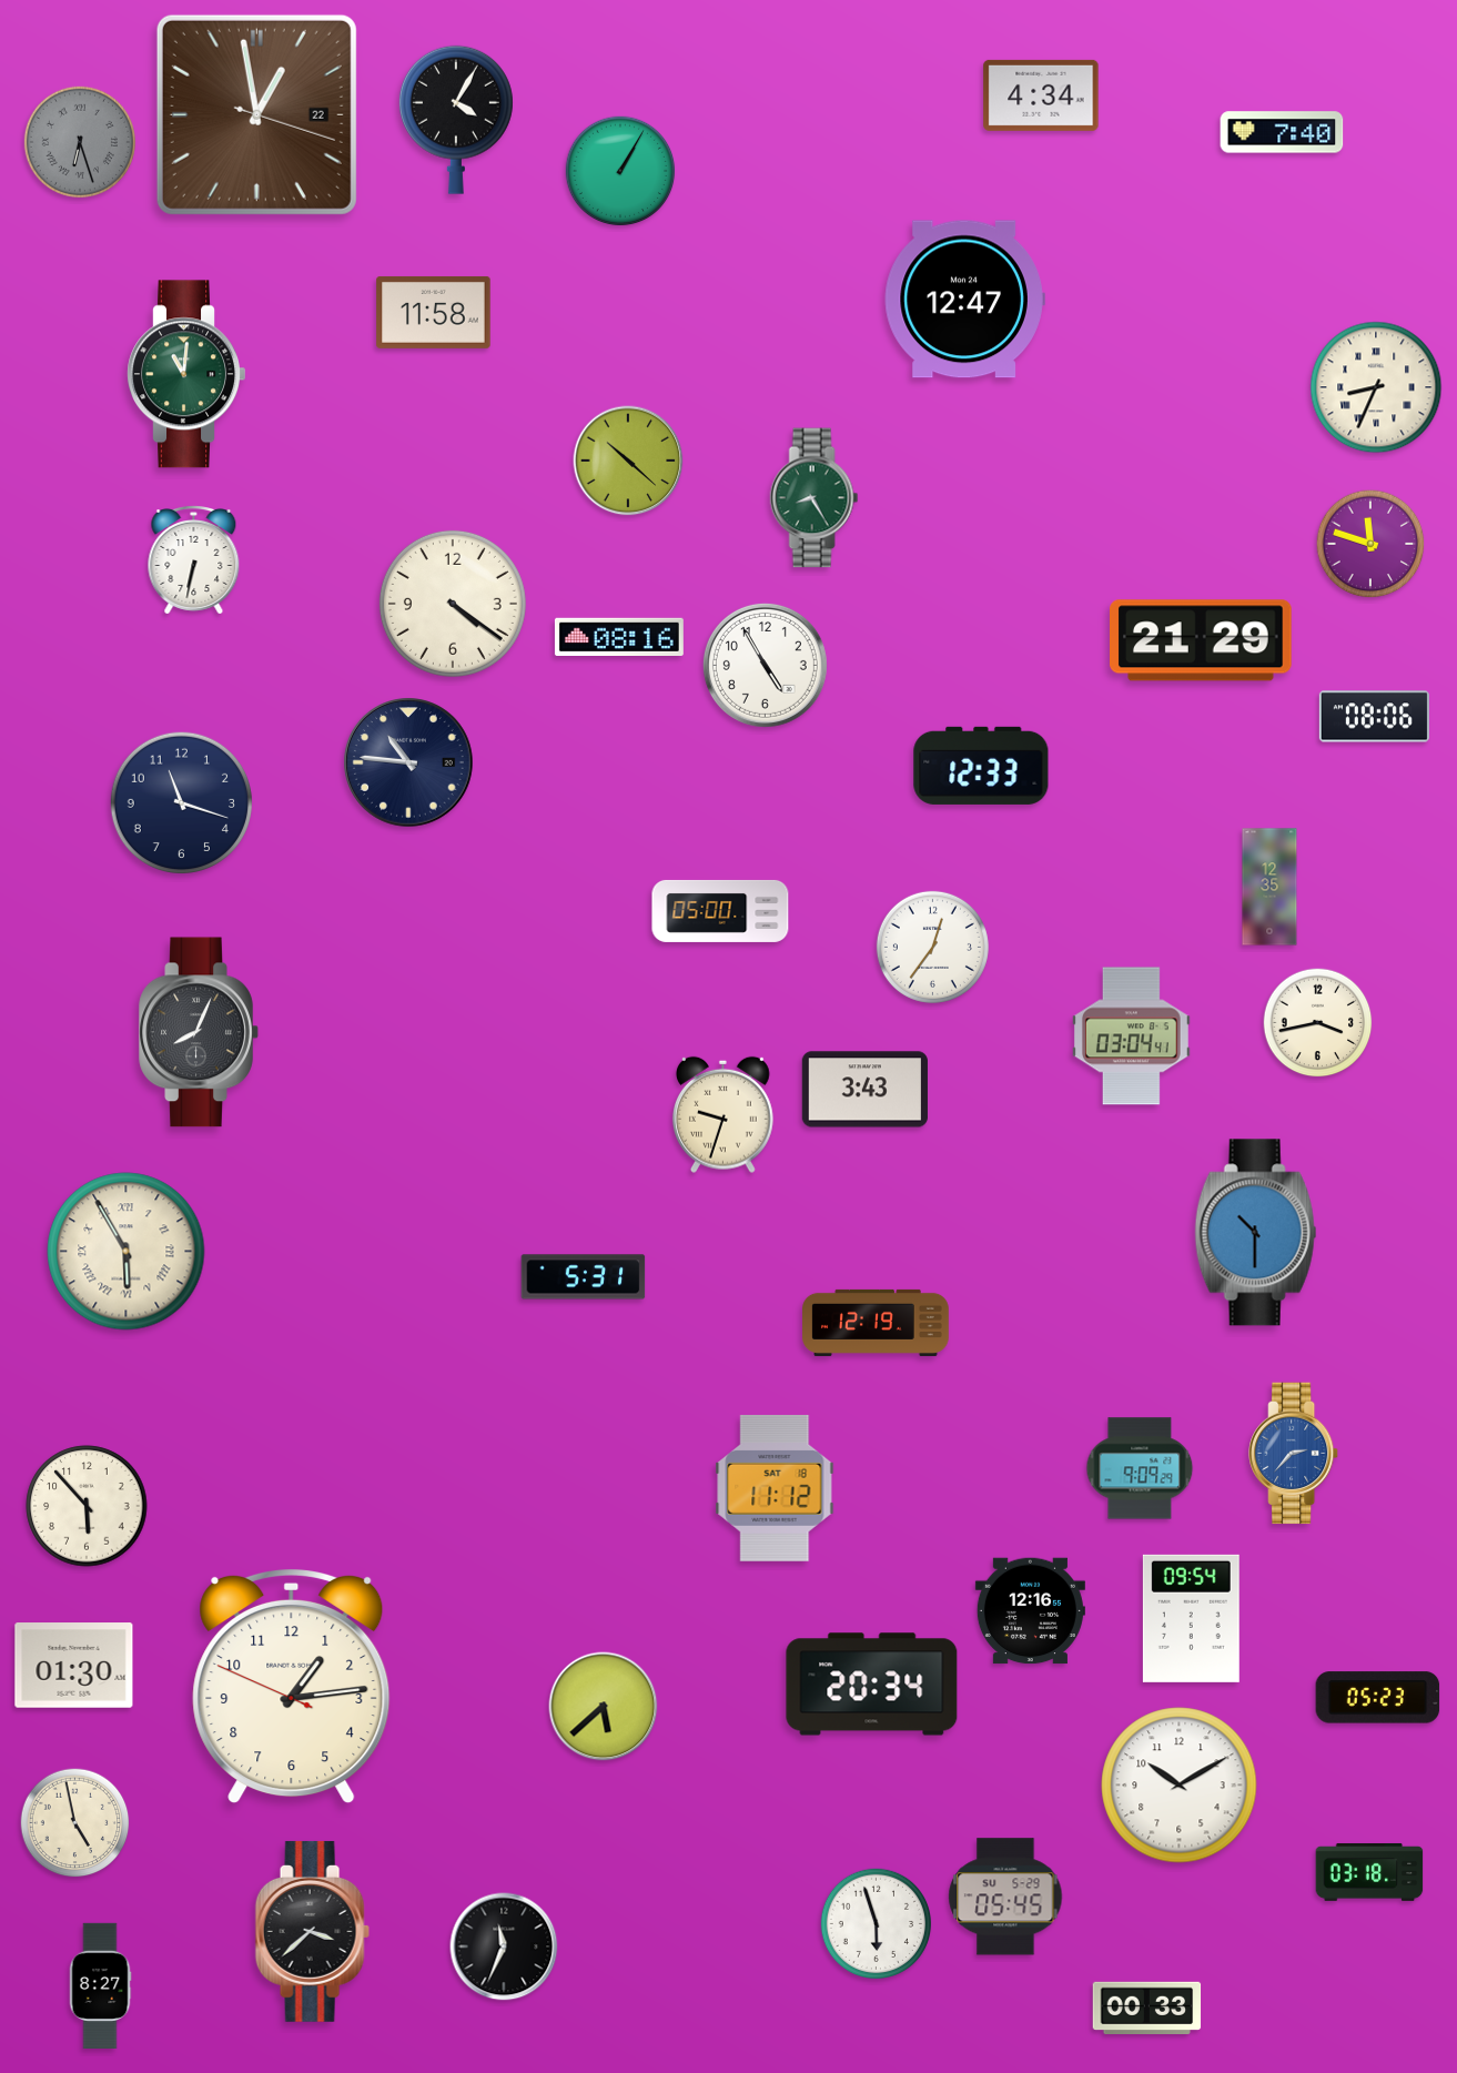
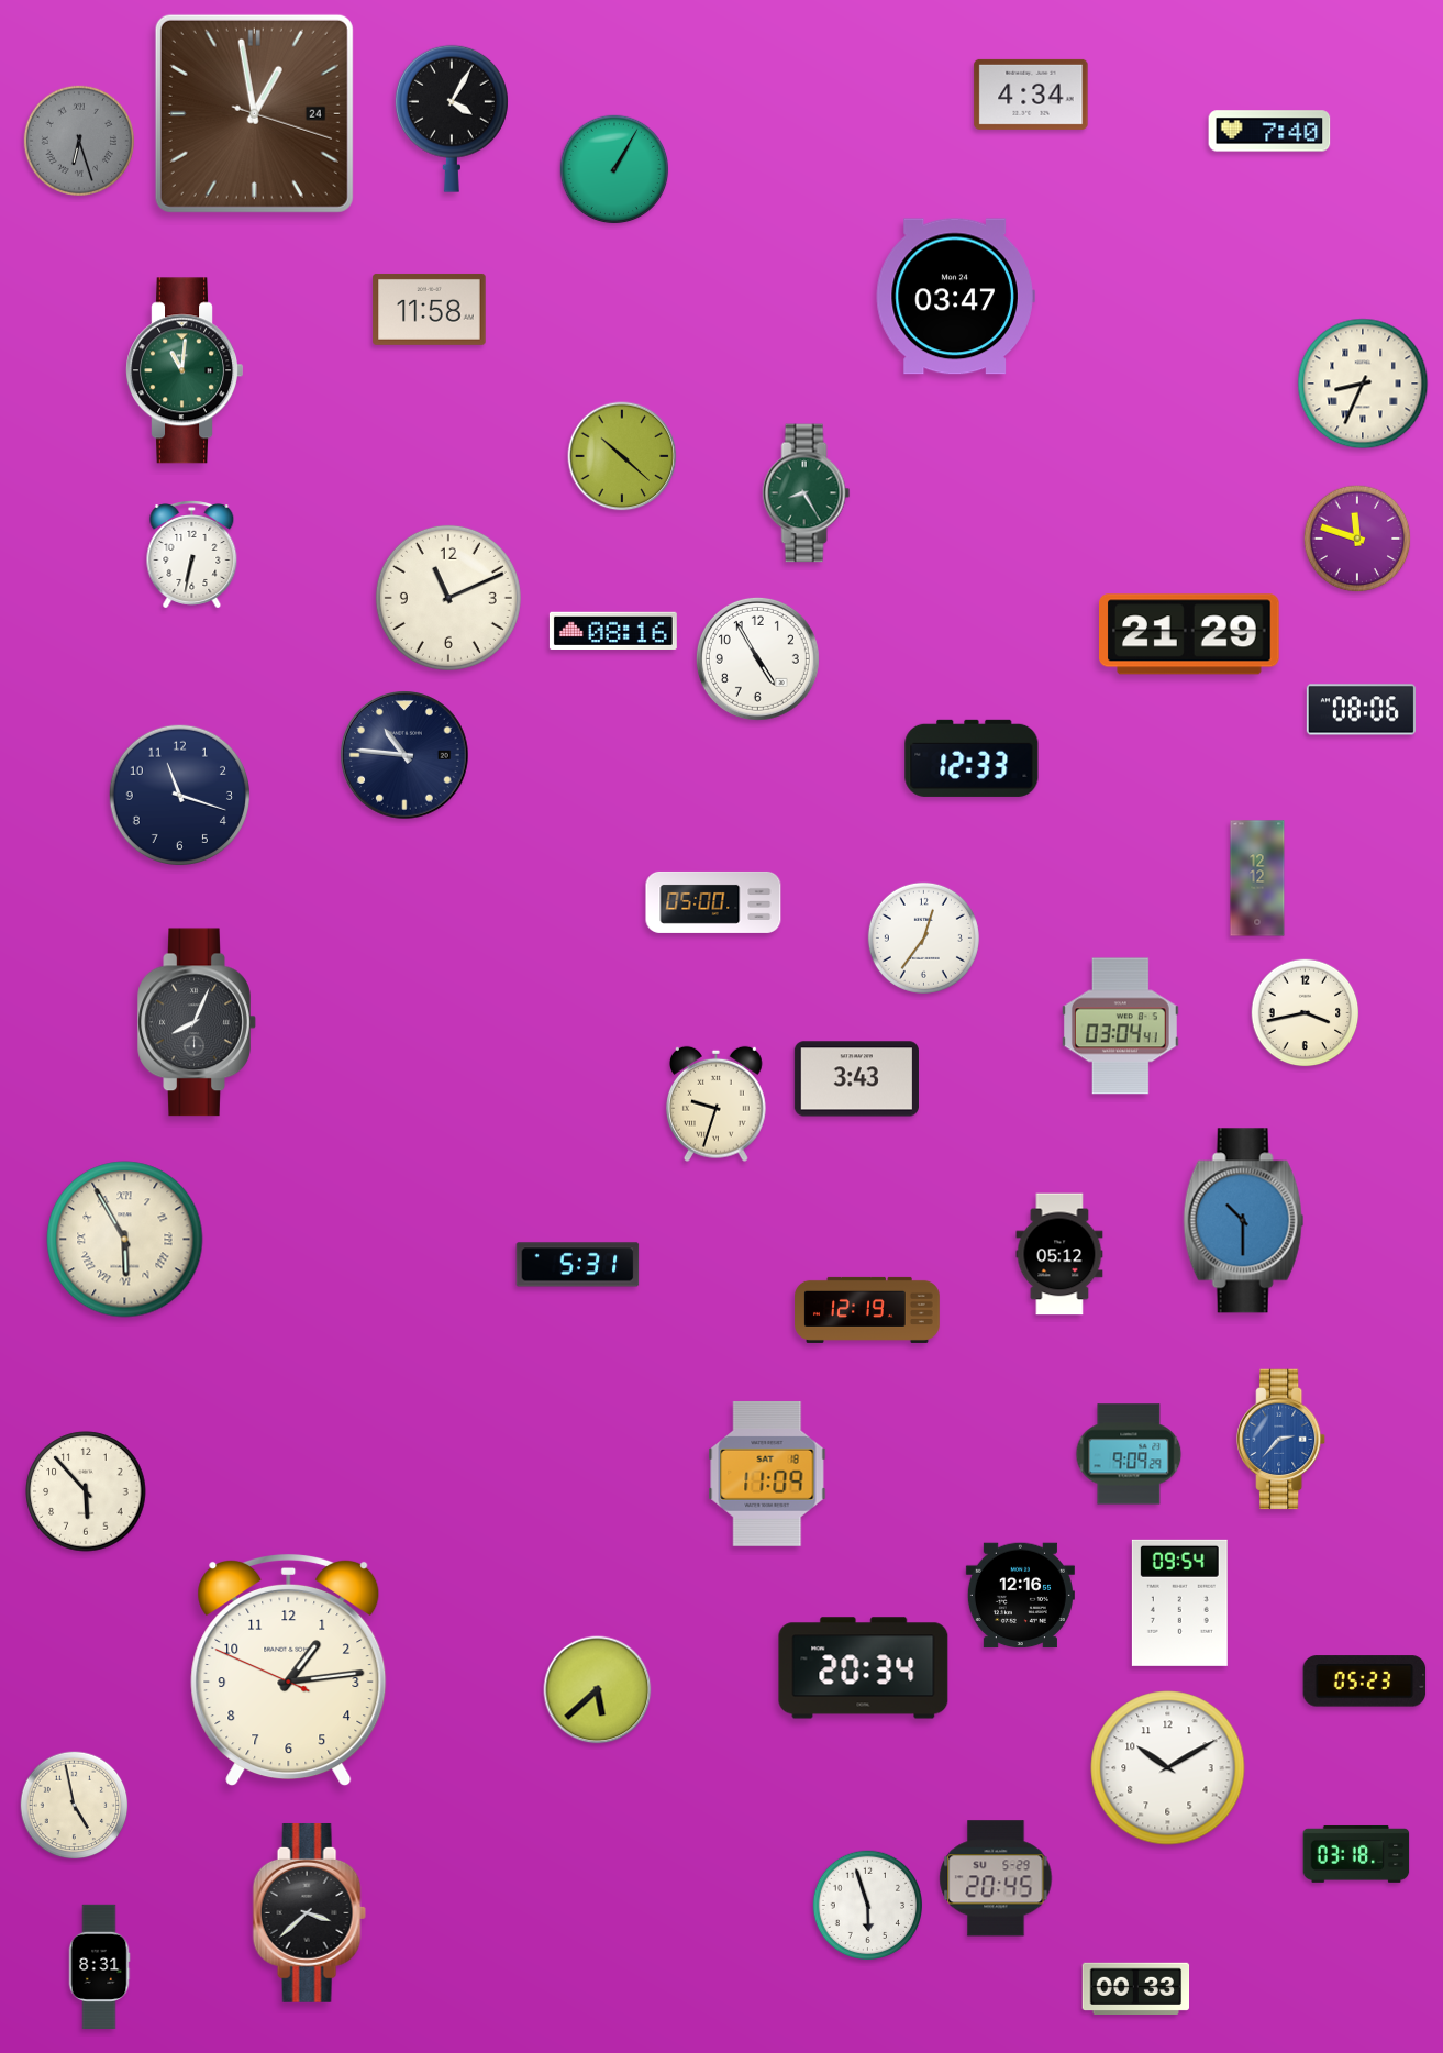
clock at (256, 114) date: 22 -> 24
clock at (964, 300): 12:47 -> 03:47
clock at (453, 604): 4:21 -> 11:11
clock at (1269, 887): 12:35 -> 12:12
clock at (1059, 1254): none -> 05:12
clock at (775, 1488): 11:12 -> 11:09
clock at (74, 1666): 01:30 -> none
clock at (1005, 1897): 05:45 -> 20:45
clock at (504, 1946): 11:34 -> none
clock at (100, 1985): 8:27 -> 8:31
